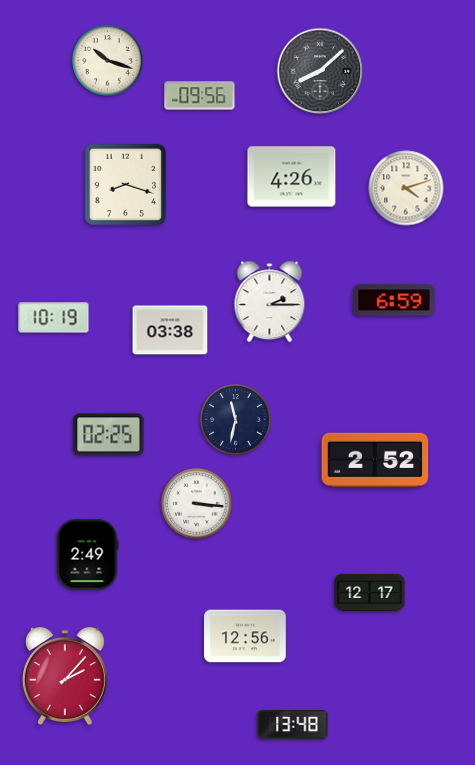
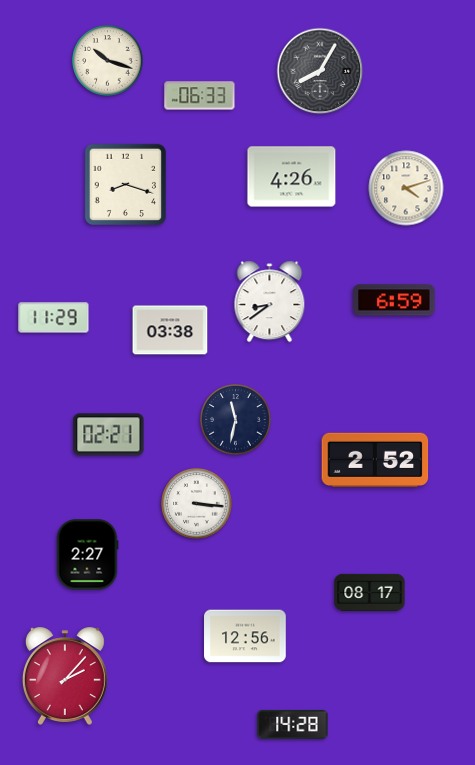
clock at (320, 71): 8:08 -> 8:05
clock at (200, 96): 09:56 -> 06:33
clock at (270, 302): 2:15 -> 8:39
clock at (54, 318): 10:19 -> 11:29
clock at (109, 435): 02:25 -> 02:21
clock at (87, 555): 2:49 -> 2:27
clock at (370, 592): 12:17 -> 08:17
clock at (293, 724): 13:48 -> 14:28
